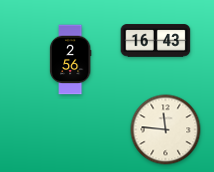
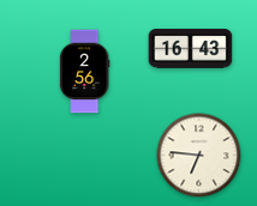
clock at (156, 41) position: (156, 41) -> (191, 49)
clock at (166, 130): 11:46 -> 6:46
